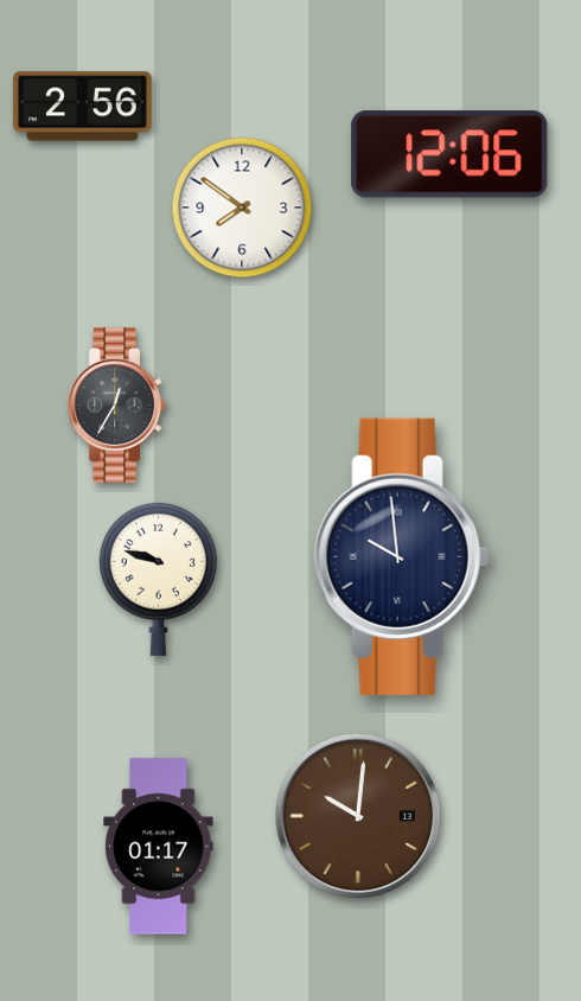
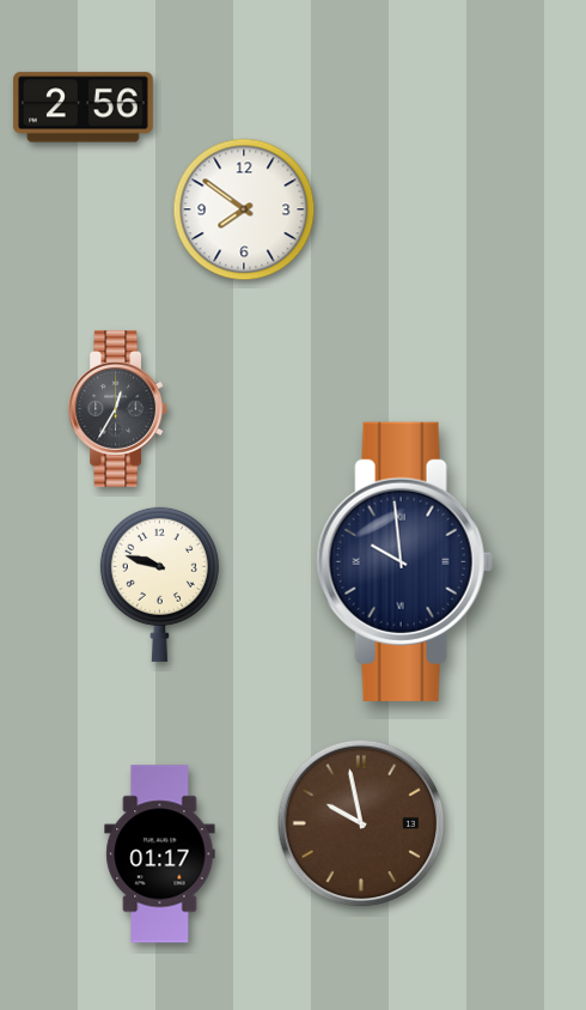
clock at (449, 154): 12:06 -> none
clock at (358, 816): 10:01 -> 9:58
